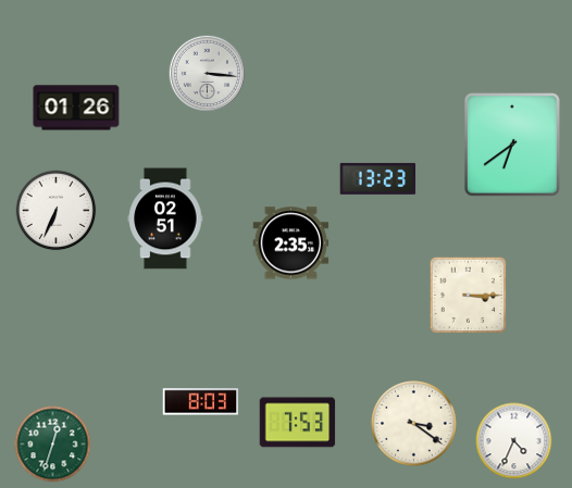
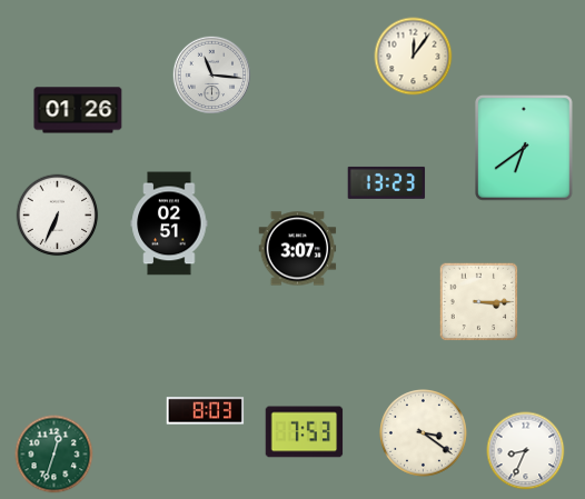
clock at (414, 57): none -> 12:06
clock at (207, 73): 3:16 -> 11:16
clock at (291, 243): 2:35 -> 3:07
clock at (514, 441): 4:34 -> 8:34
